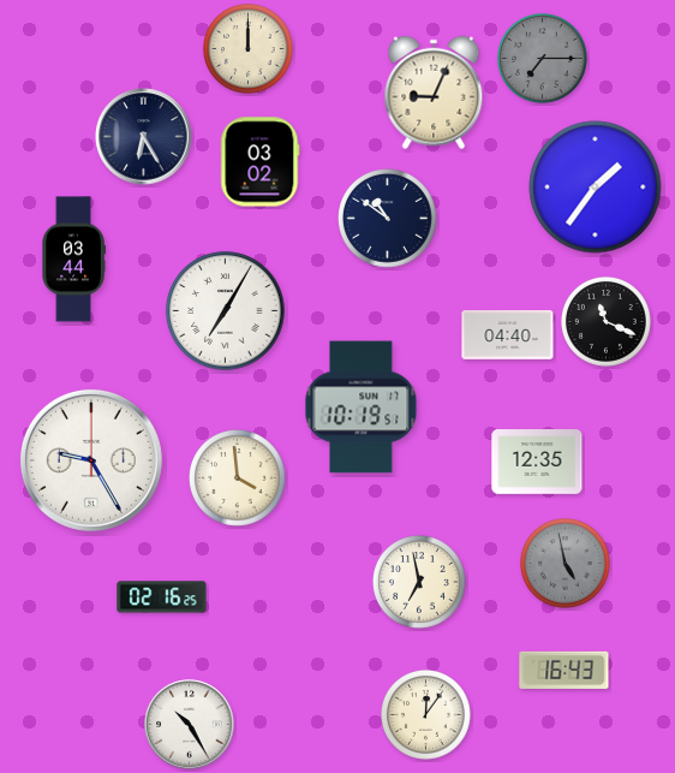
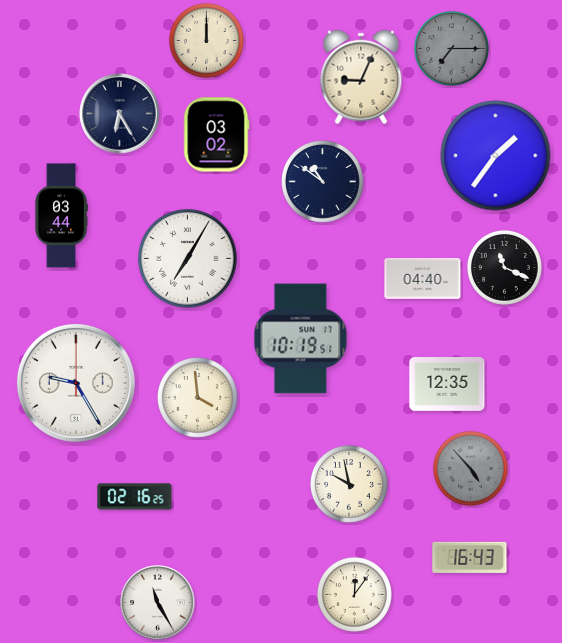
clock at (565, 563): 4:58 -> 4:53
clock at (420, 583): 6:58 -> 9:58
clock at (190, 725): 10:25 -> 11:25
